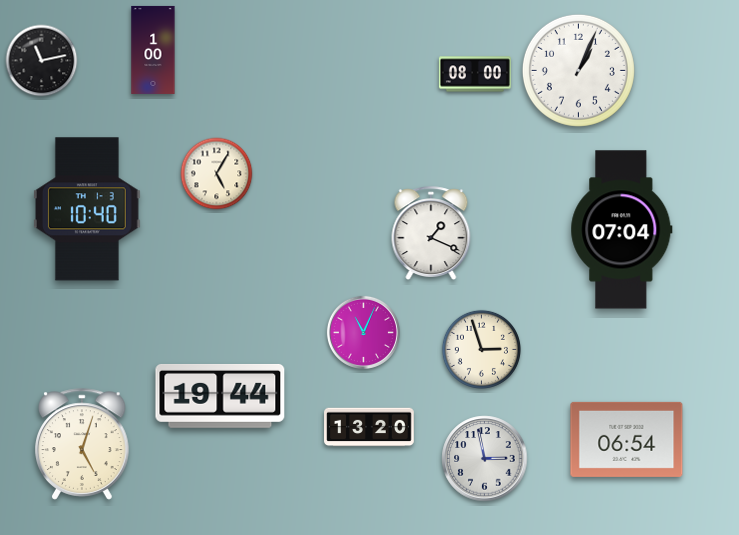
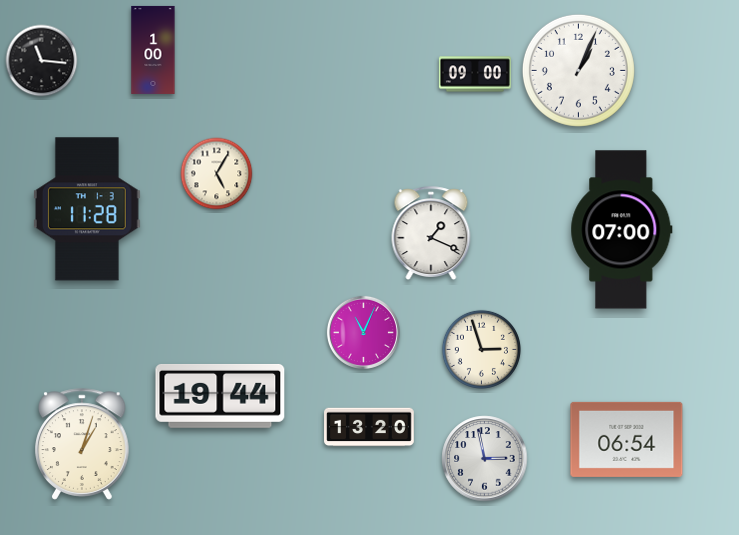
clock at (42, 61): 11:13 -> 11:16
clock at (475, 74): 08:00 -> 09:00
clock at (87, 209): 10:40 -> 11:28
clock at (622, 230): 07:04 -> 07:00
clock at (82, 444): 5:03 -> 1:03
